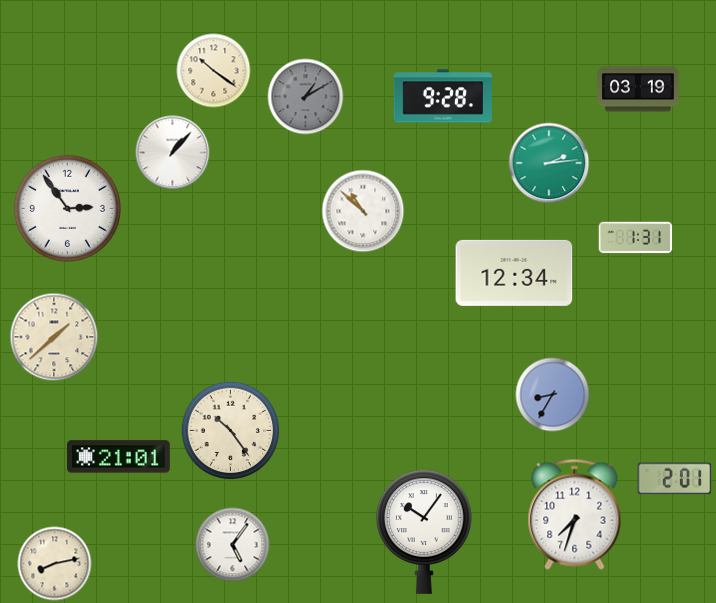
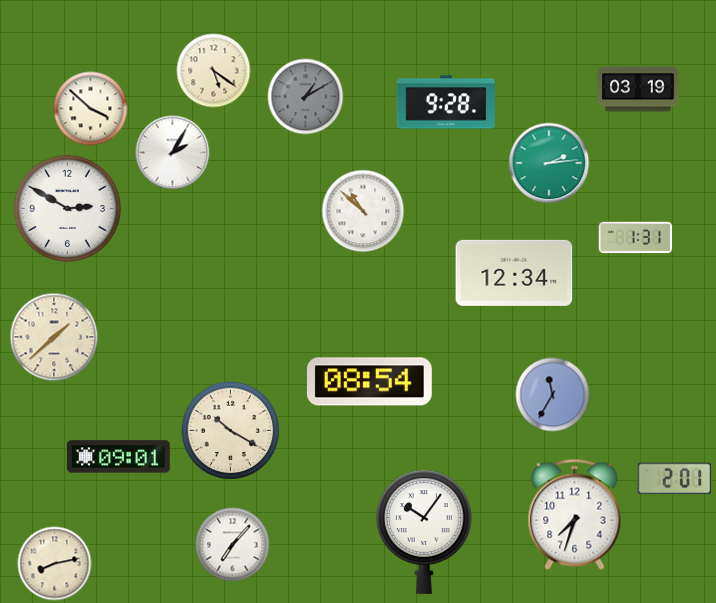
clock at (214, 71): 10:21 -> 5:21
clock at (442, 96) position: (442, 96) -> (445, 102)
clock at (91, 109): none -> 3:52
clock at (173, 153): 1:07 -> 2:05
clock at (67, 208): 2:54 -> 2:50
clock at (369, 382): none -> 08:54
clock at (553, 395): 8:35 -> 11:35
clock at (231, 431): 10:24 -> 10:20
clock at (119, 457): 21:01 -> 09:01
clock at (233, 545): 5:06 -> 7:07
